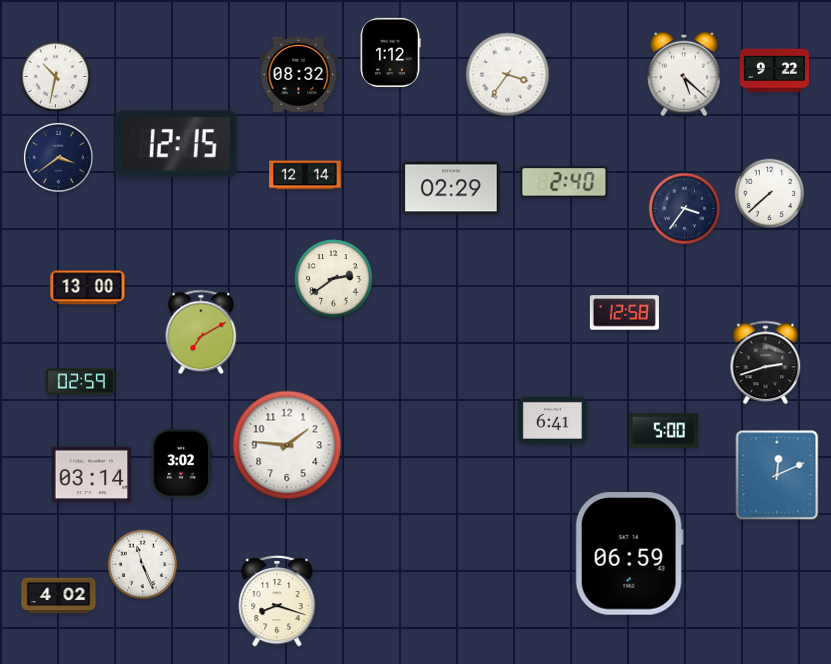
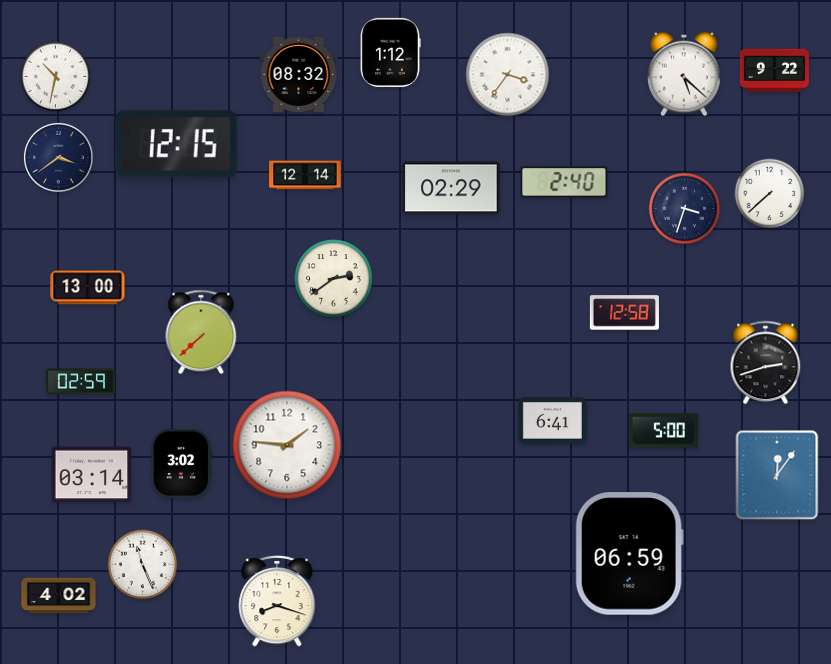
clock at (685, 209): 3:36 -> 3:33
clock at (201, 332): 7:10 -> 7:38
clock at (777, 475): 12:11 -> 12:06
